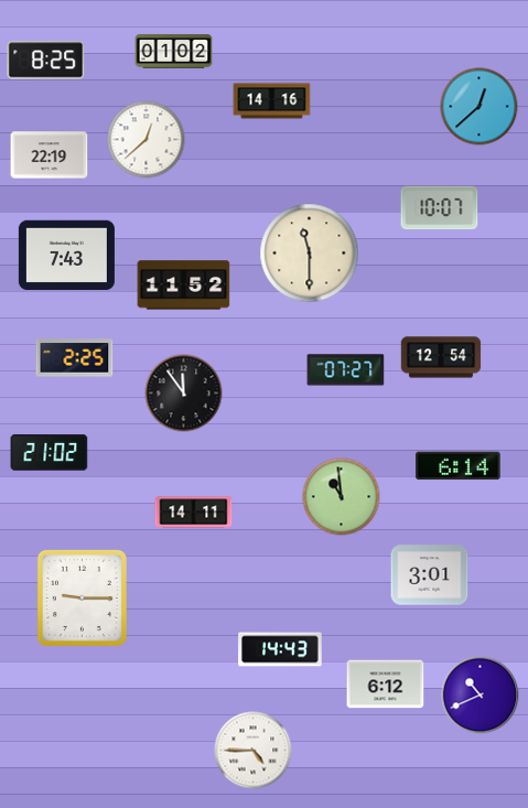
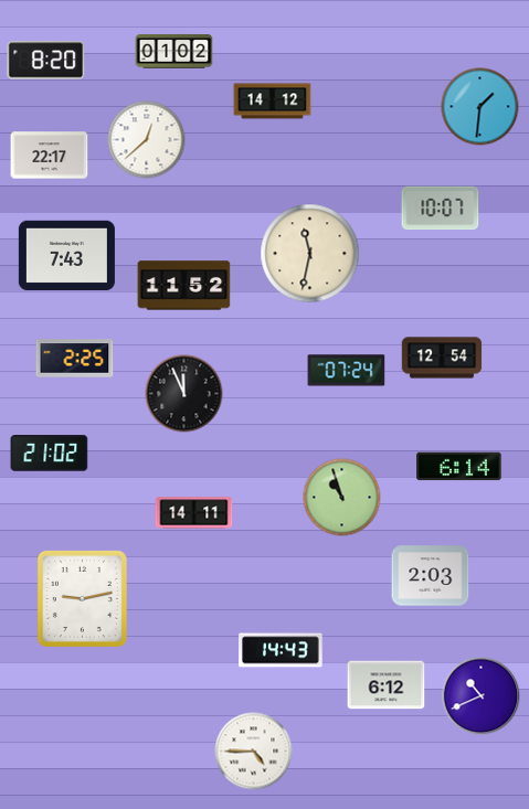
clock at (46, 61): 8:25 -> 8:20
clock at (272, 101): 14:16 -> 14:12
clock at (479, 107): 12:38 -> 1:31
clock at (50, 155): 22:19 -> 22:17
clock at (310, 254): 11:30 -> 11:32
clock at (346, 370): 07:27 -> 07:24
clock at (184, 394): 11:54 -> 11:56
clock at (342, 497): 10:59 -> 10:57
clock at (430, 575): 3:01 -> 2:03
clock at (82, 597): 9:15 -> 9:13
